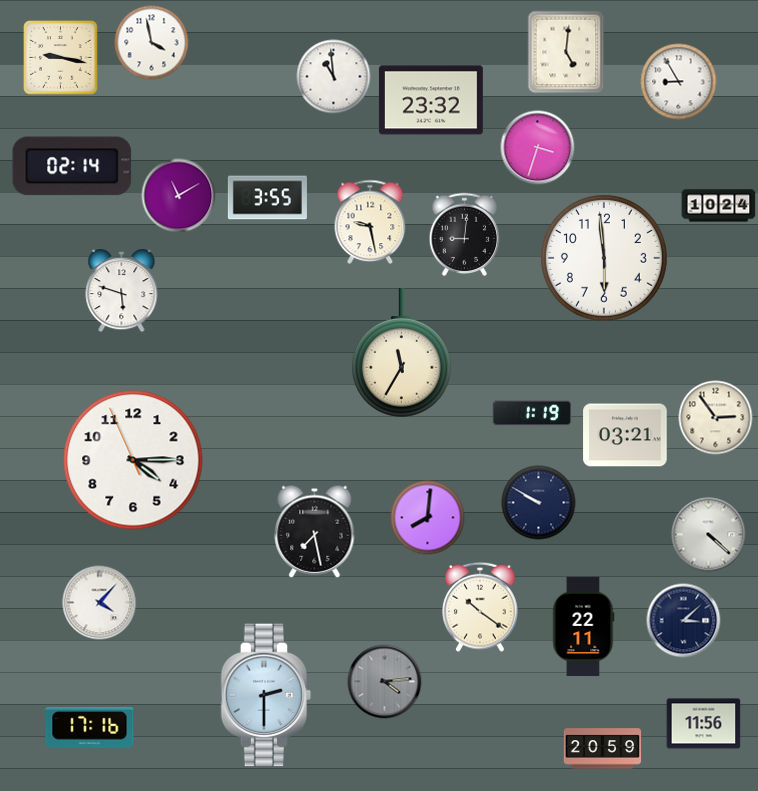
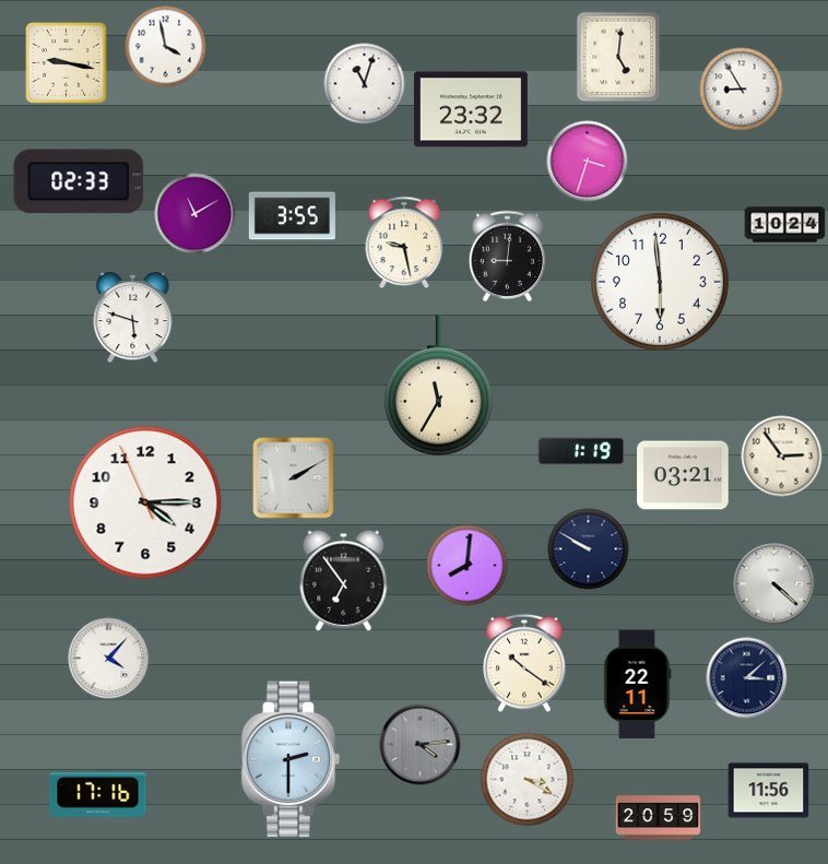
clock at (334, 77): 10:59 -> 11:03
clock at (72, 166): 02:14 -> 02:33
clock at (294, 478): none -> 2:10
clock at (315, 531): 7:28 -> 6:54
clock at (528, 780): none -> 3:20
